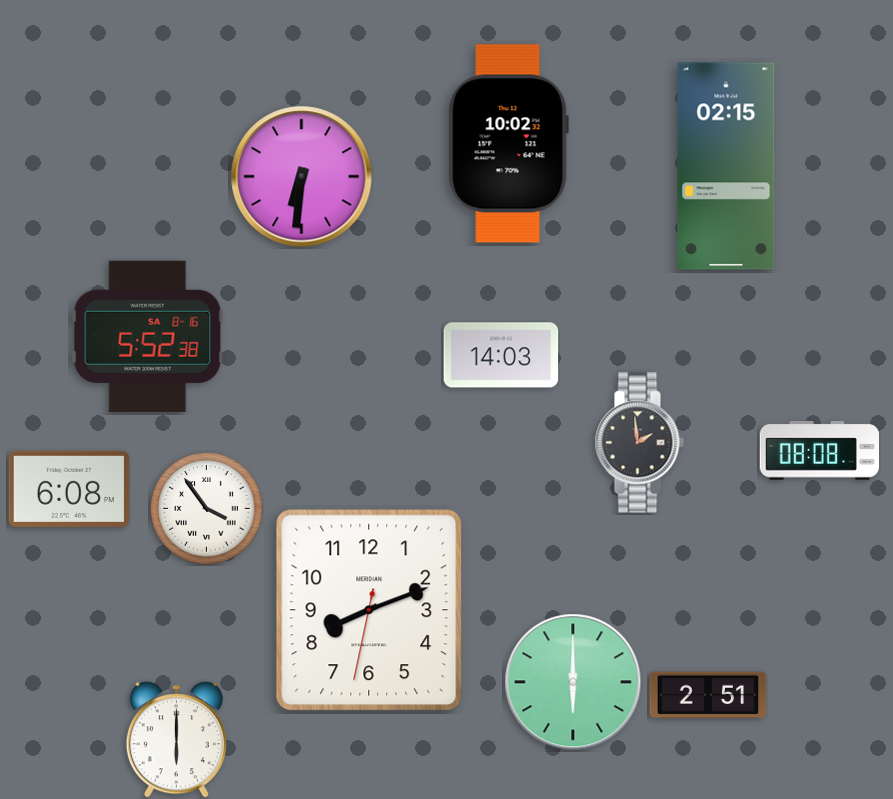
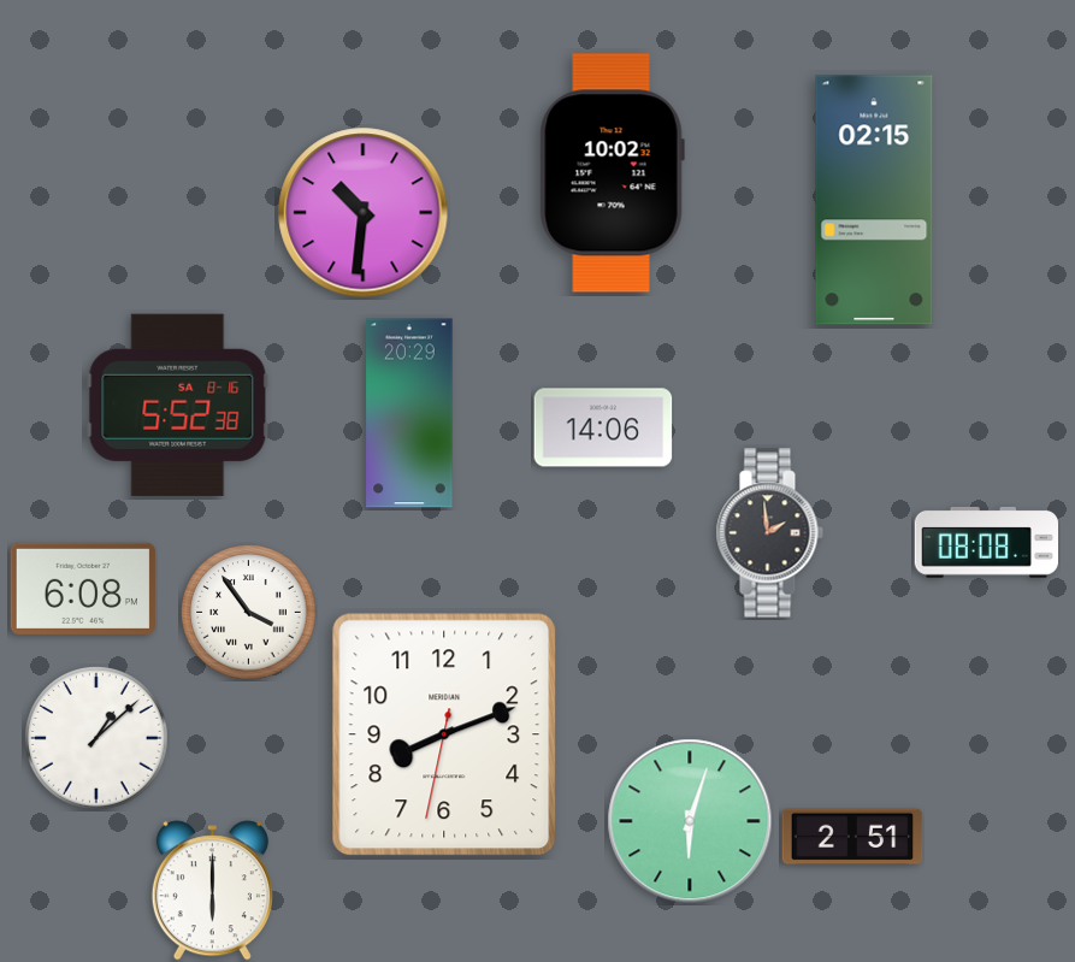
clock at (302, 177): 6:31 -> 10:31
clock at (409, 413): none -> 20:29
clock at (501, 355): 14:03 -> 14:06
clock at (96, 738): none -> 1:08
clock at (573, 682): 6:00 -> 6:03
